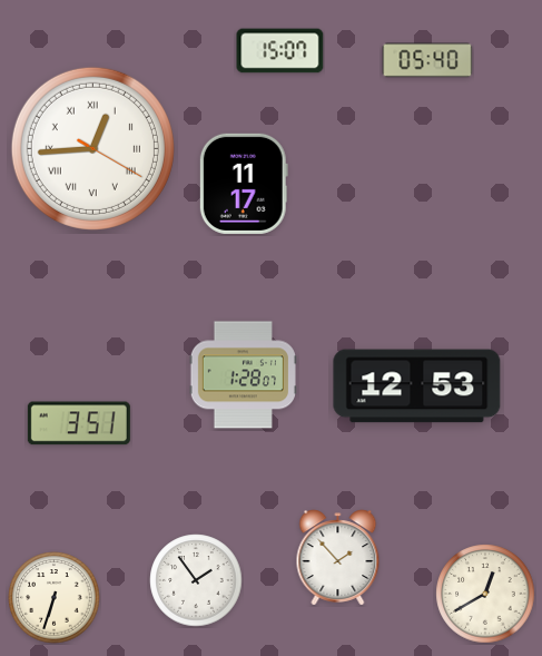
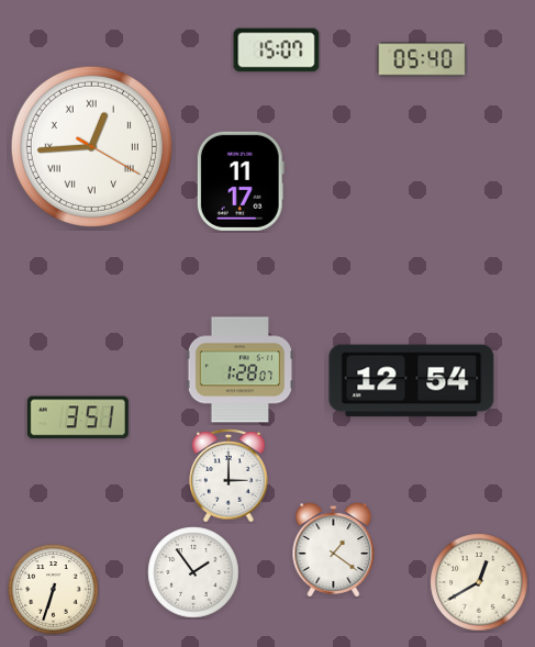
clock at (417, 386): 12:53 -> 12:54
clock at (229, 477): none -> 3:00
clock at (338, 558): 1:53 -> 1:21
clock at (485, 594) position: (485, 594) -> (479, 582)
